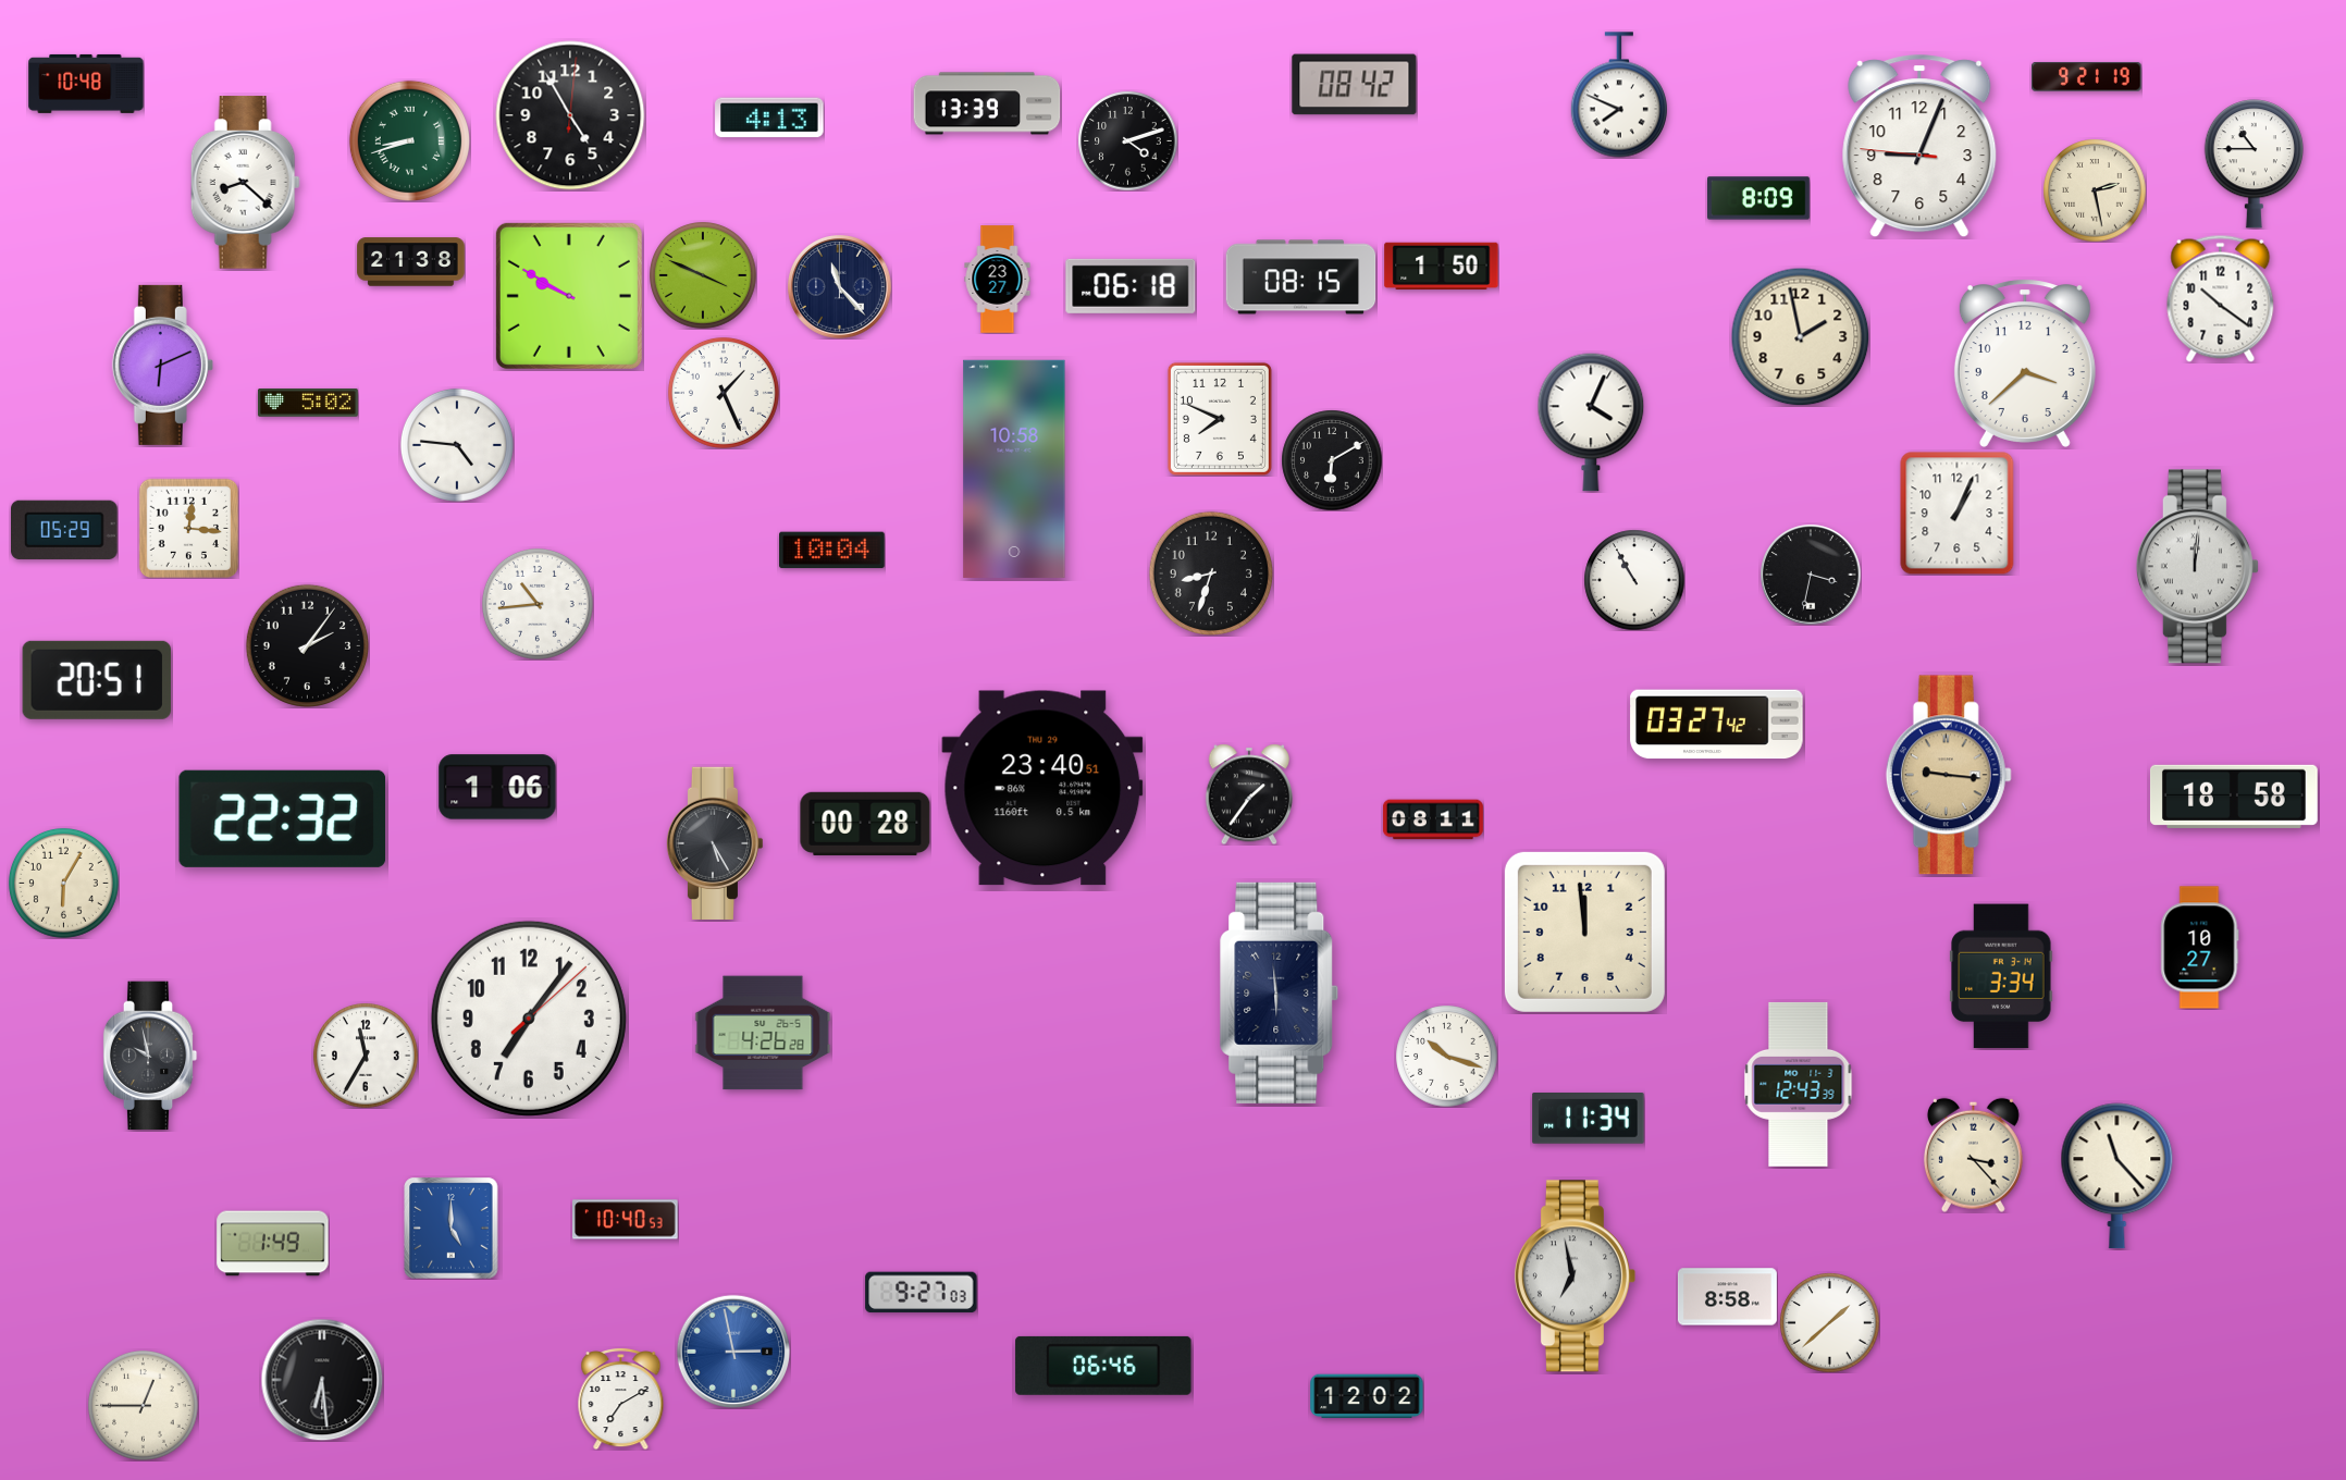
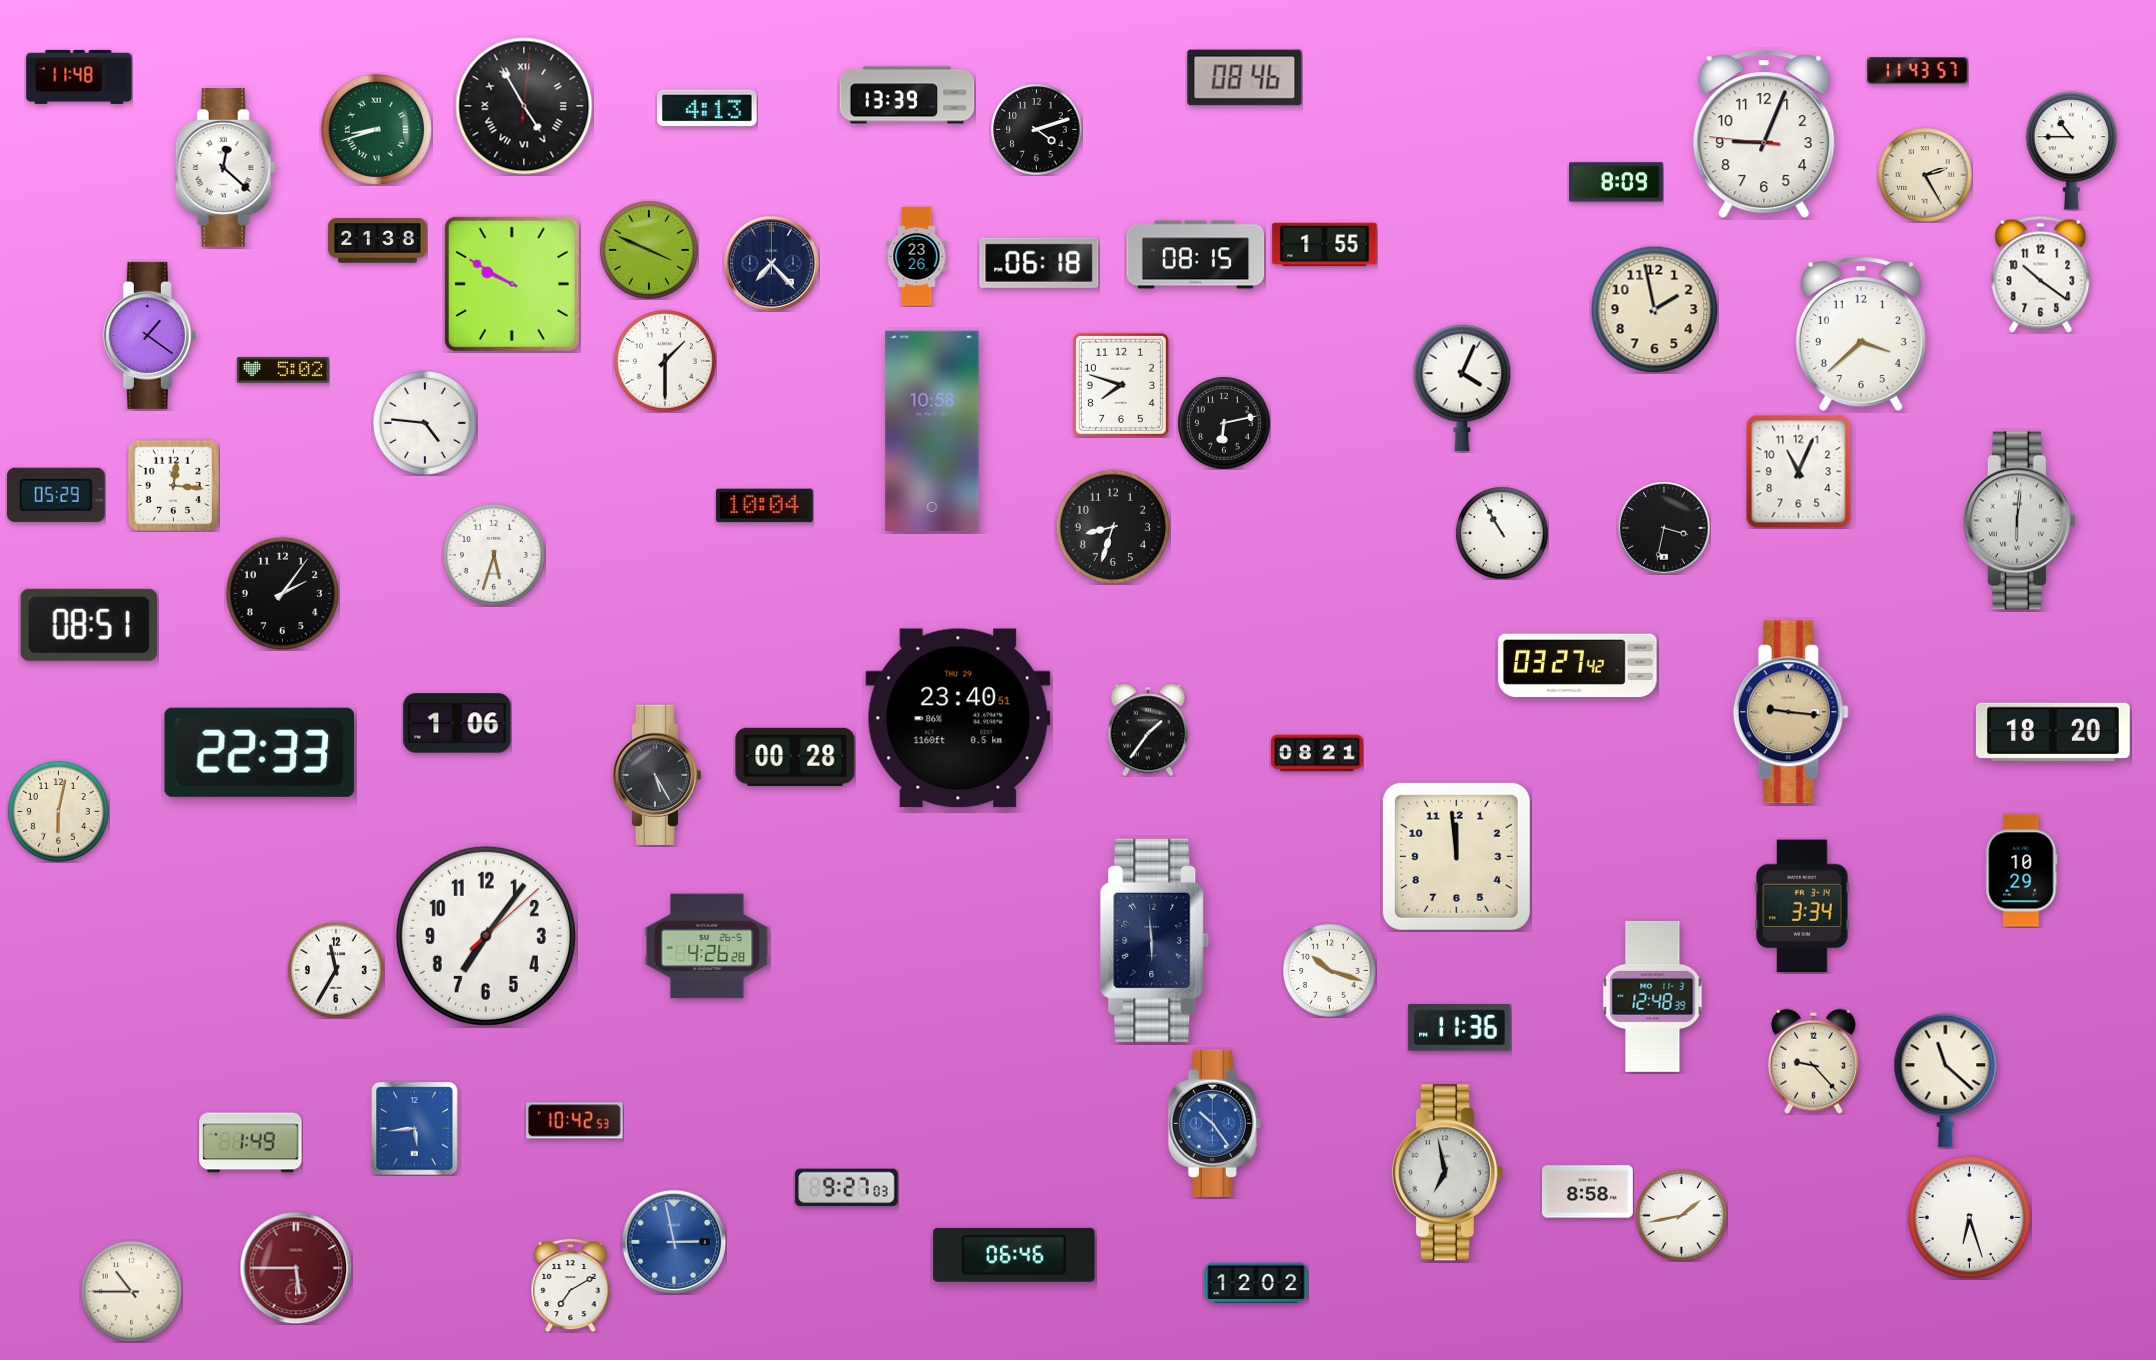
clock at (2087, 77): 9:21 -> 11:43
clock at (86, 84): 10:48 -> 11:48
clock at (1355, 85): 08:42 -> 08:46
clock at (1619, 95): 7:49 -> none
clock at (570, 115) numerals: Arabic -> Roman
clock at (245, 183): 8:22 -> 12:22
clock at (2095, 190): 2:28 -> 2:25
clock at (1442, 267): 1:50 -> 1:55
clock at (704, 276) position: (704, 276) -> (650, 251)
clock at (998, 280): 23:27 -> 23:26
clock at (840, 287): 11:23 -> 7:23
clock at (569, 296) position: (569, 296) -> (512, 284)
clock at (162, 365): 6:11 -> 1:21
clock at (724, 393): 1:26 -> 1:30
clock at (1220, 419): 7:49 -> 7:48
clock at (457, 445) position: (457, 445) -> (425, 423)
clock at (1332, 460): 6:10 -> 6:13
clock at (1958, 513): 1:04 -> 11:04
clock at (65, 530) position: (65, 530) -> (57, 495)
clock at (2197, 567): 12:01 -> 6:01
clock at (538, 604): 10:44 -> 5:33
clock at (97, 680): 20:51 -> 08:51
clock at (1042, 788) position: (1042, 788) -> (958, 718)
clock at (2234, 797): 18:58 -> 18:20
clock at (283, 818): 22:32 -> 22:33
clock at (1433, 819): 08:11 -> 08:21
clock at (63, 883): 6:05 -> 6:02
clock at (2200, 948): 10:27 -> 10:29
clock at (2001, 976) position: (2001, 976) -> (1802, 906)
clock at (1280, 992) position: (1280, 992) -> (1155, 940)
clock at (763, 1033) position: (763, 1033) -> (707, 946)
clock at (150, 1056): 9:58 -> none
clock at (1799, 1084): 12:43 -> 12:48
clock at (1589, 1119): 11:34 -> 11:36
clock at (1973, 1155): 3:23 -> 9:23
clock at (2117, 1176): 11:23 -> 11:22
clock at (626, 1220): 10:40 -> 10:42
clock at (1214, 1123): none -> 10:24
clock at (452, 1228): 5:00 -> 5:44
clock at (1829, 1322): 1:38 -> 1:43
clock at (1969, 1217): none -> 6:27
clock at (322, 1380): 6:29 -> 5:45
clock at (322, 1380) dial: black -> burgundy
clock at (143, 1405): 12:45 -> 10:45
